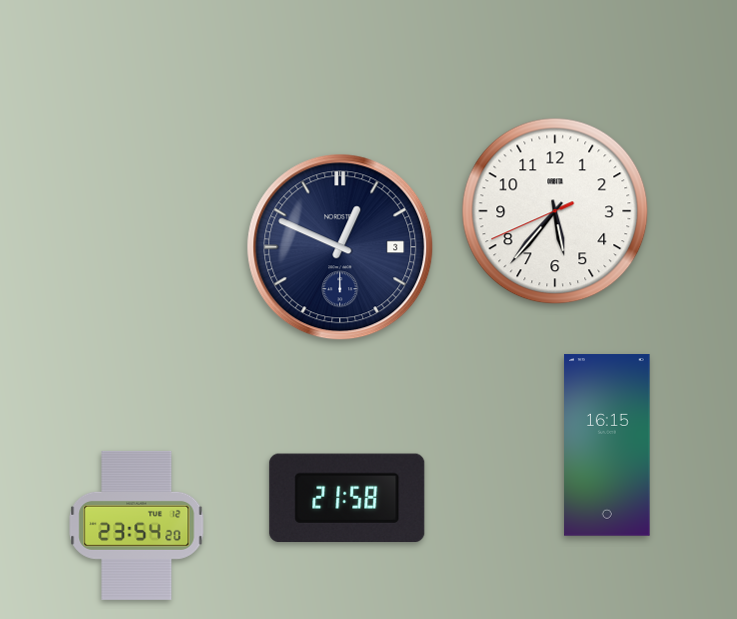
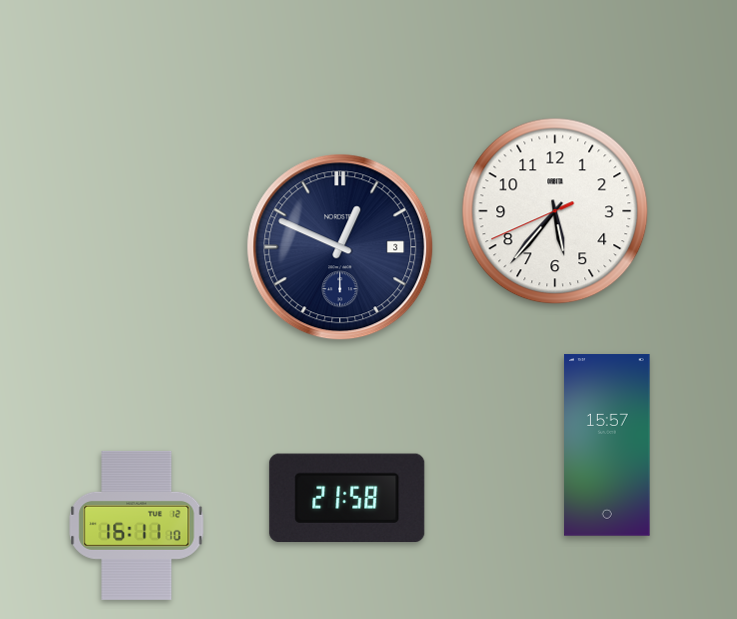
clock at (607, 445): 16:15 -> 15:57
clock at (137, 525): 23:54 -> 16:11
